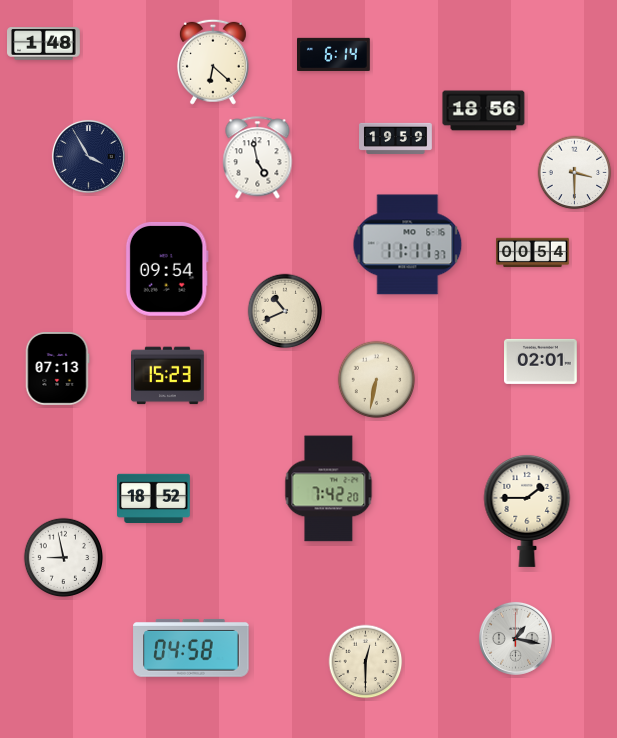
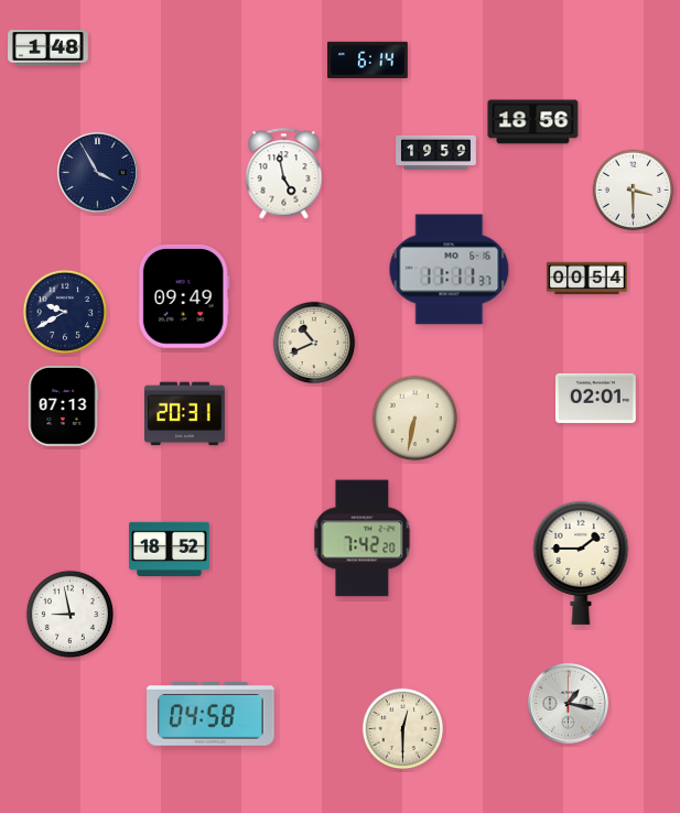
clock at (213, 62): 6:22 -> none
clock at (167, 269): 09:54 -> 09:49
clock at (65, 312): none -> 9:40
clock at (168, 376): 15:23 -> 20:31
